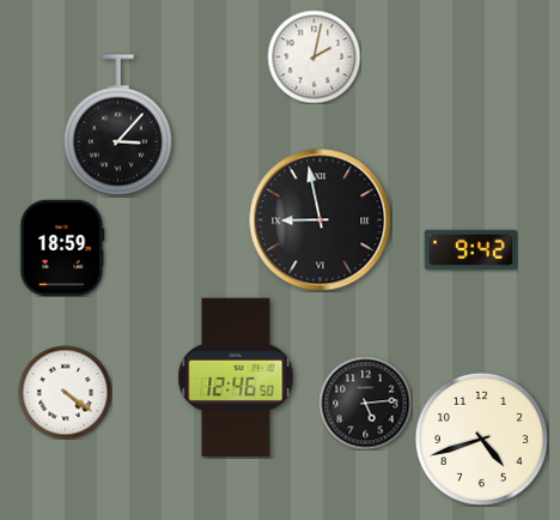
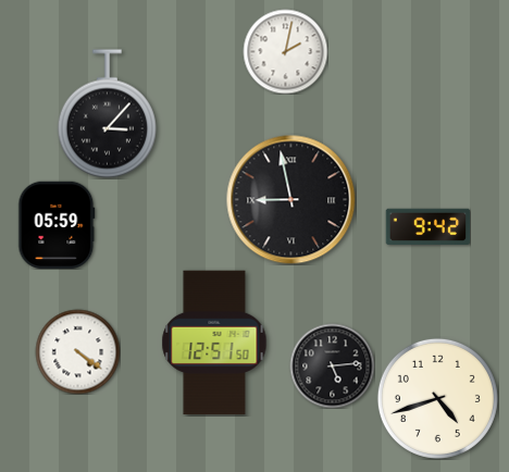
clock at (62, 247): 18:59 -> 05:59
clock at (236, 377): 12:46 -> 12:51
clock at (65, 392) position: (65, 392) -> (77, 351)
